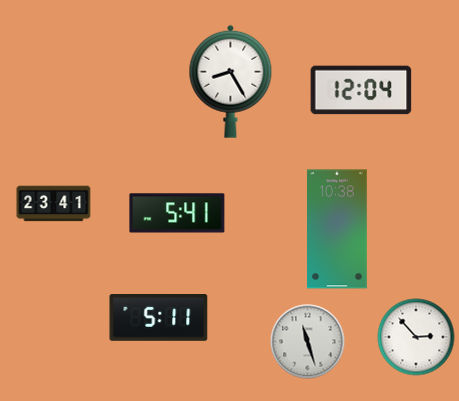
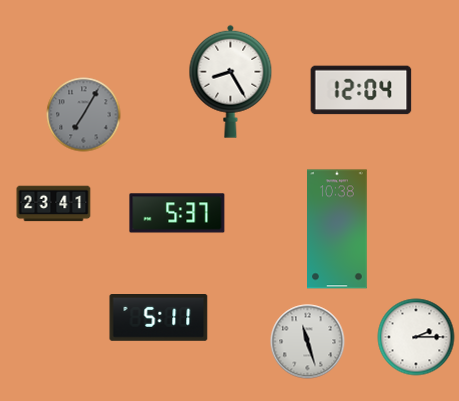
clock at (84, 115): none -> 7:05
clock at (177, 213): 5:41 -> 5:37
clock at (416, 337): 2:53 -> 2:15
